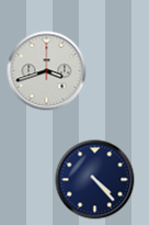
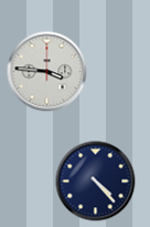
clock at (47, 71): 3:42 -> 3:46
